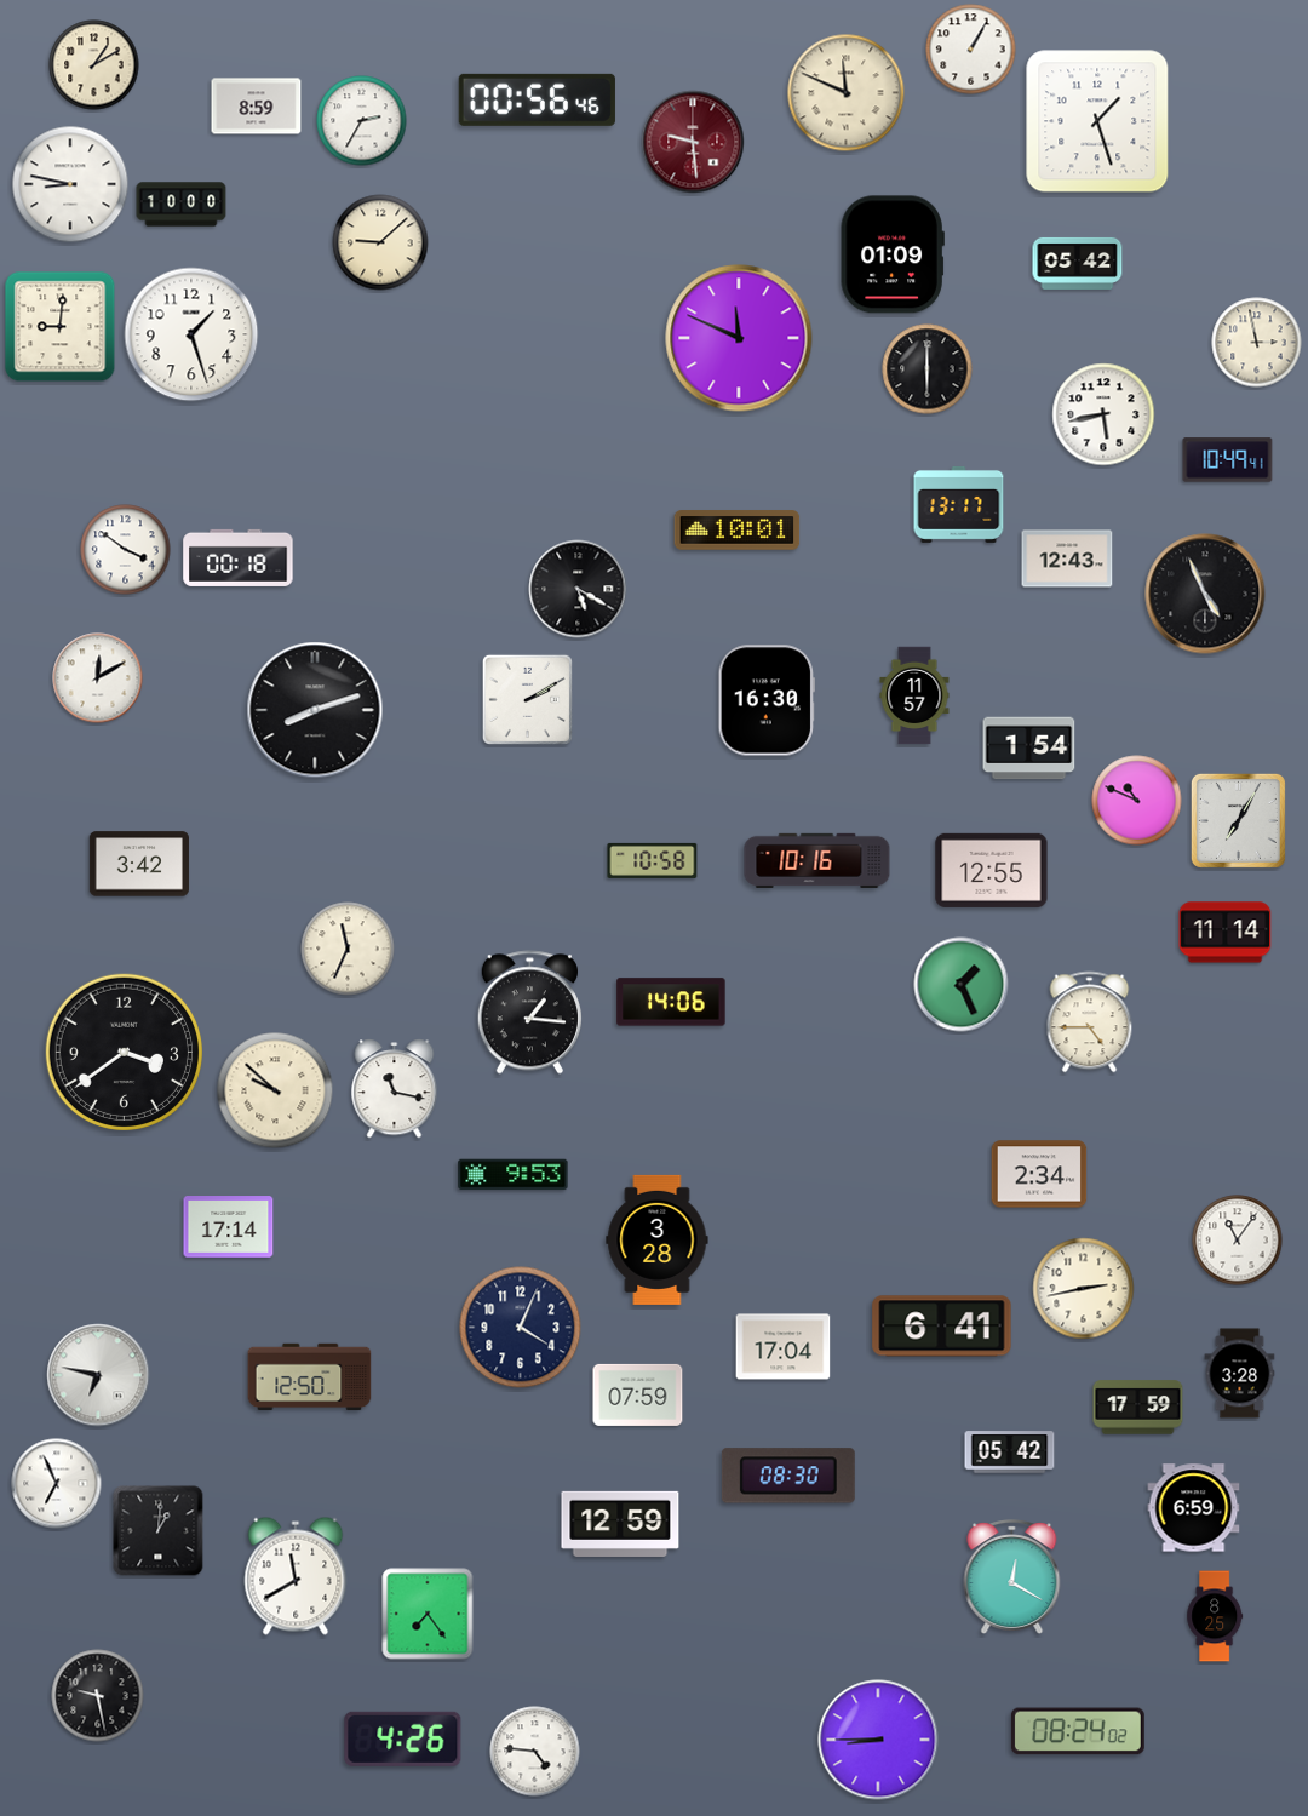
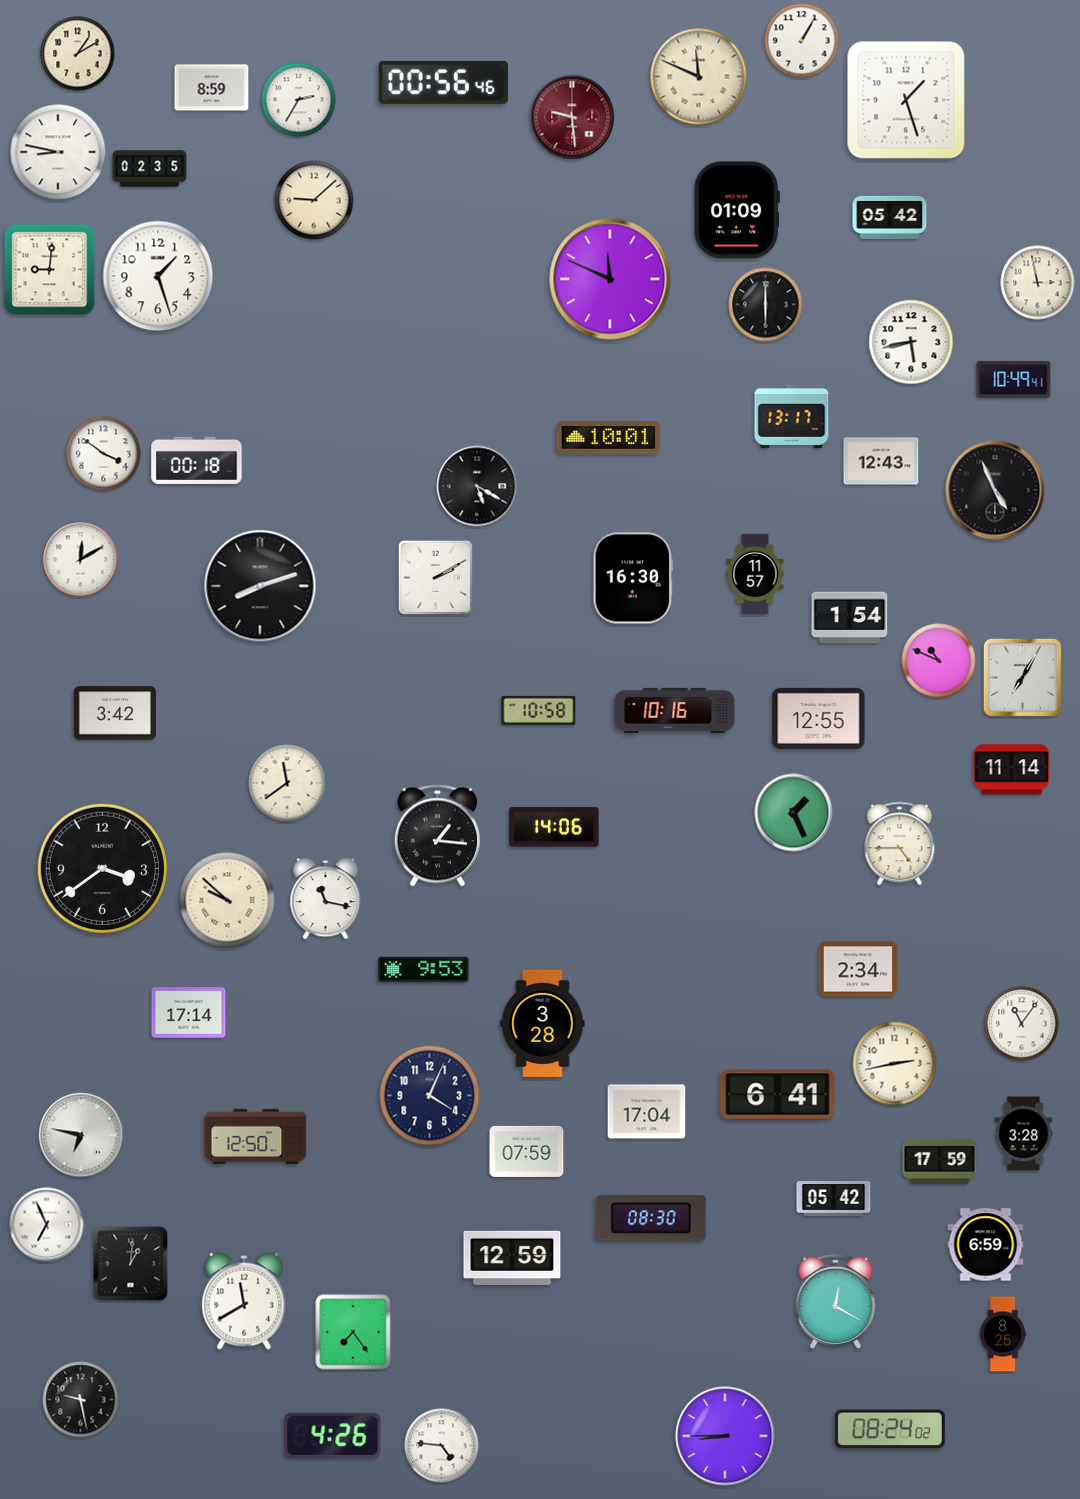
clock at (182, 205): 10:00 -> 02:35
clock at (348, 949): 11:34 -> 11:39
